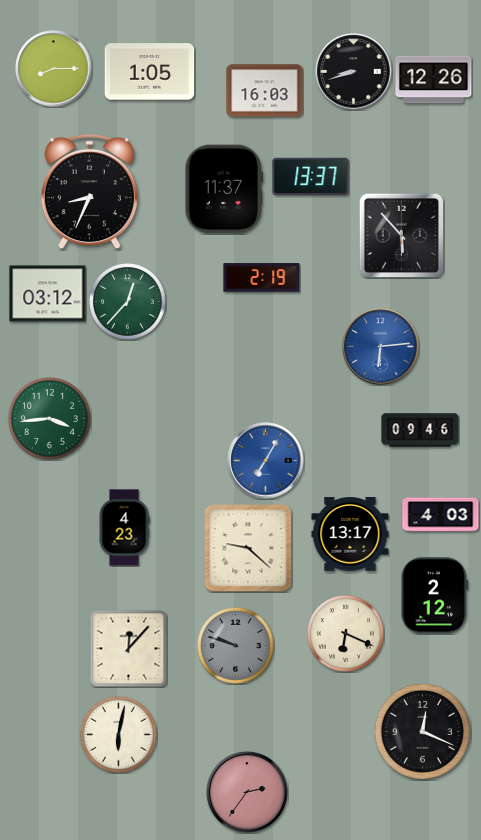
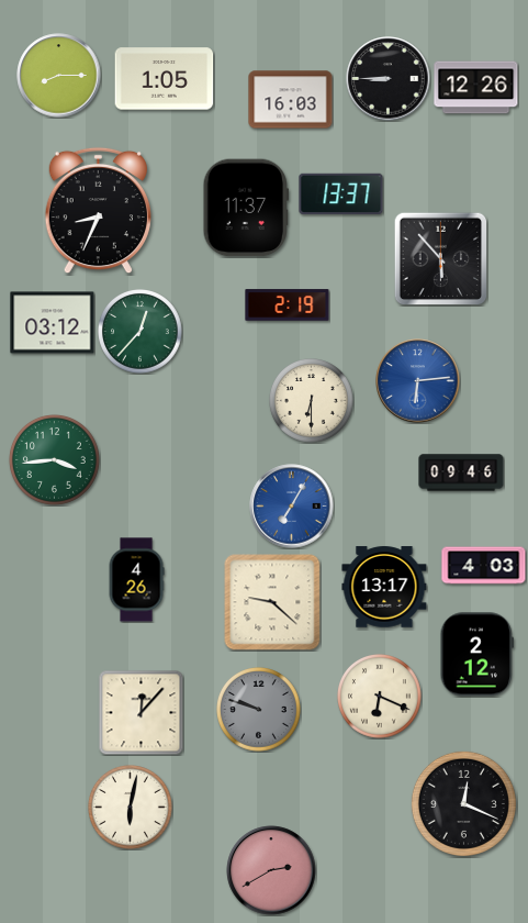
clock at (354, 72): 8:42 -> 8:45
clock at (312, 401): none -> 6:30
clock at (124, 528): 4:23 -> 4:26
clock at (247, 792): 2:36 -> 2:40
